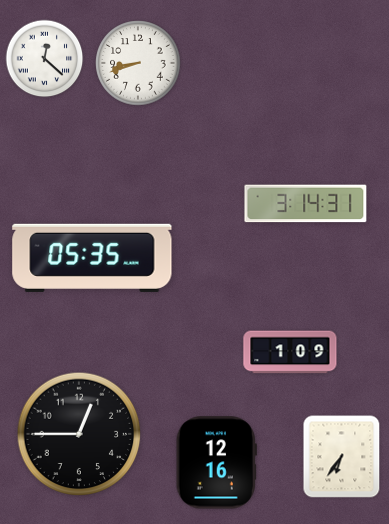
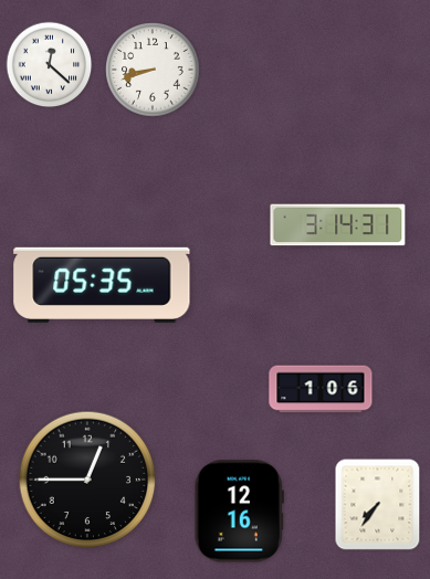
clock at (290, 352): 1:09 -> 1:06
clock at (342, 457): 6:36 -> 7:36
